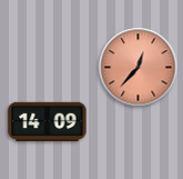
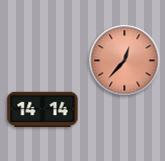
clock at (48, 122): 14:09 -> 14:14
